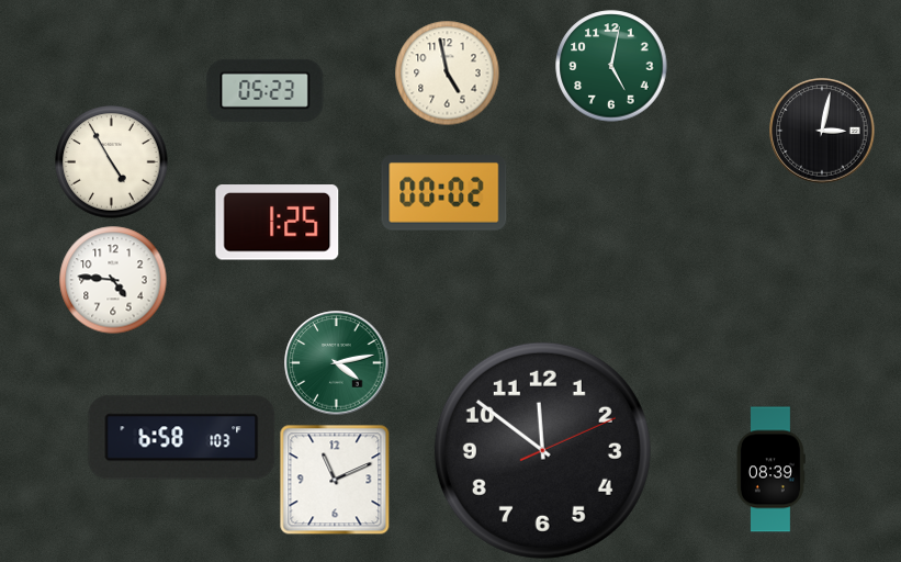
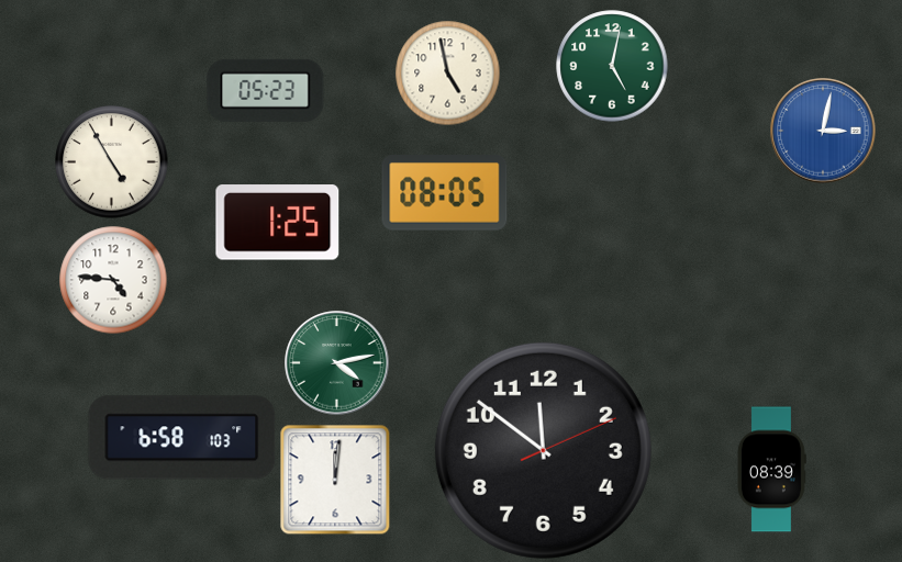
clock at (822, 131) dial: black -> blue
clock at (444, 193): 00:02 -> 08:05
clock at (335, 480): 11:11 -> 12:01
